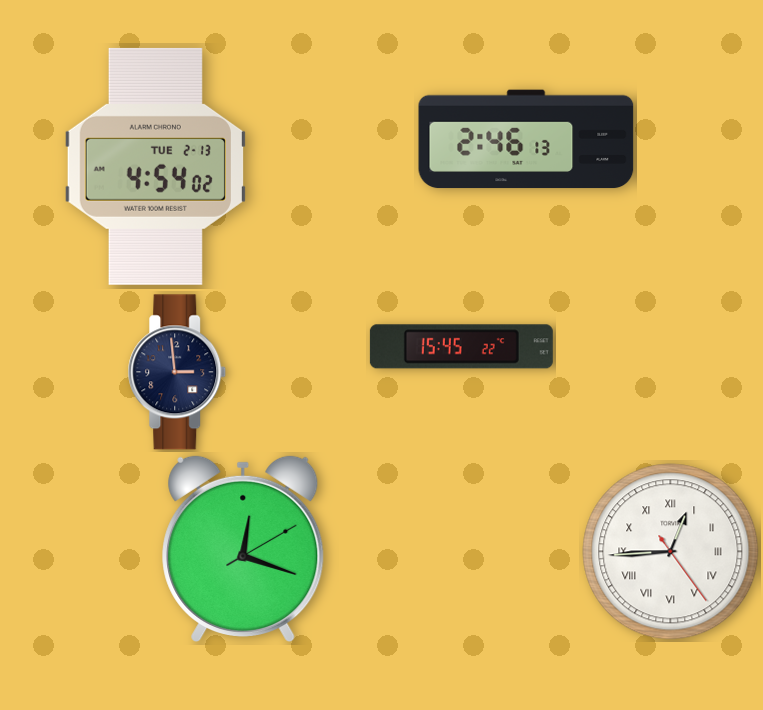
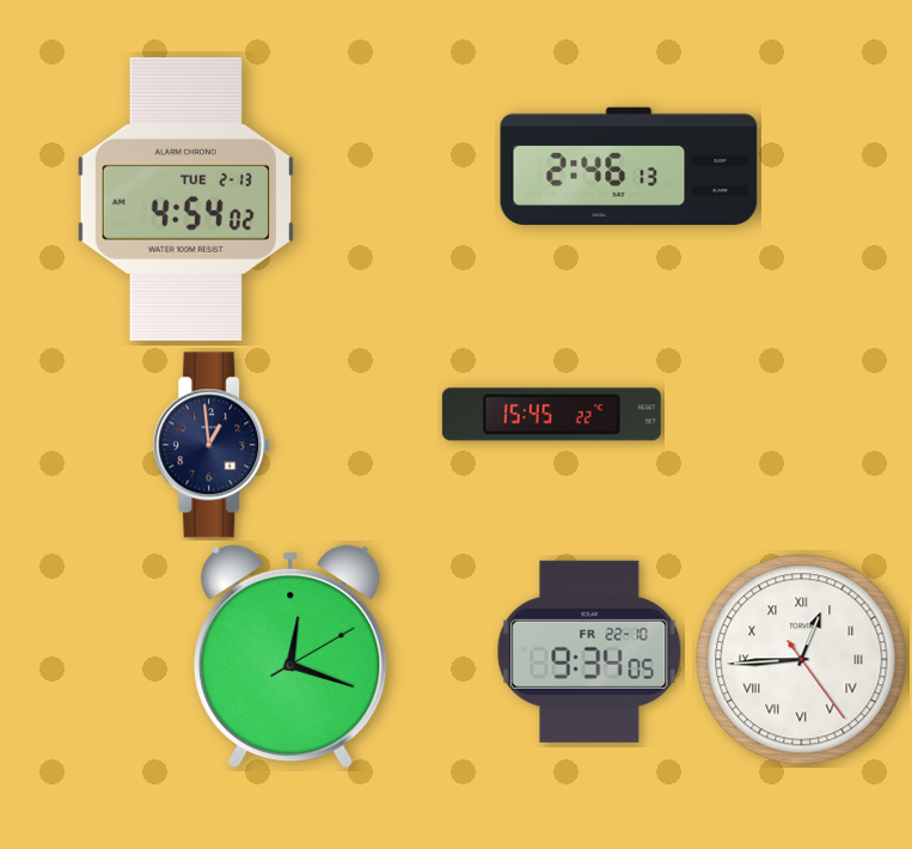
clock at (177, 372): 2:59 -> 12:59
clock at (589, 652): none -> 9:34
